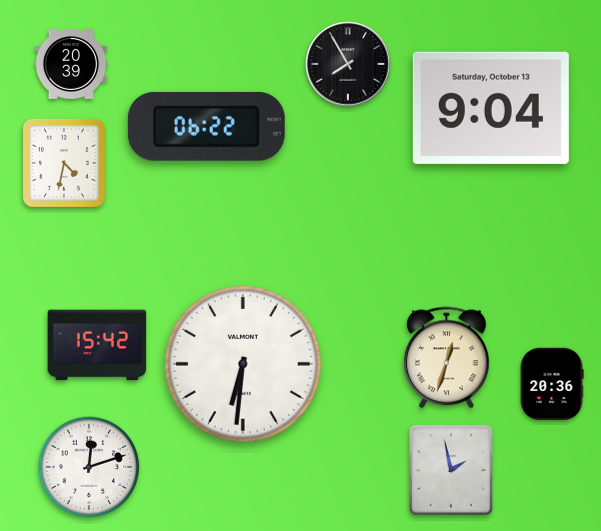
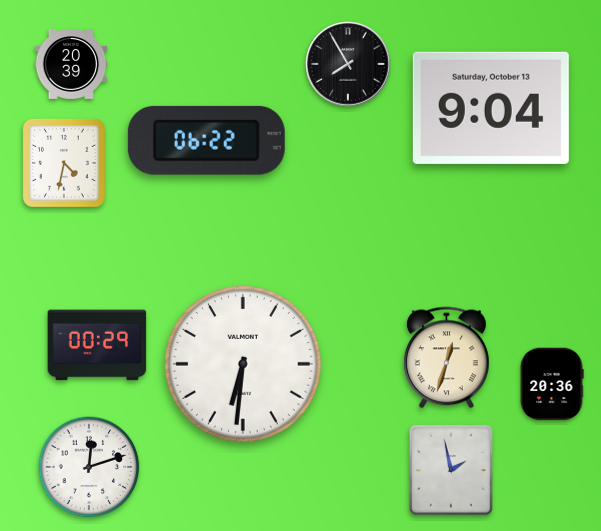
clock at (206, 126) position: (206, 126) -> (206, 140)
clock at (97, 345): 15:42 -> 00:29
